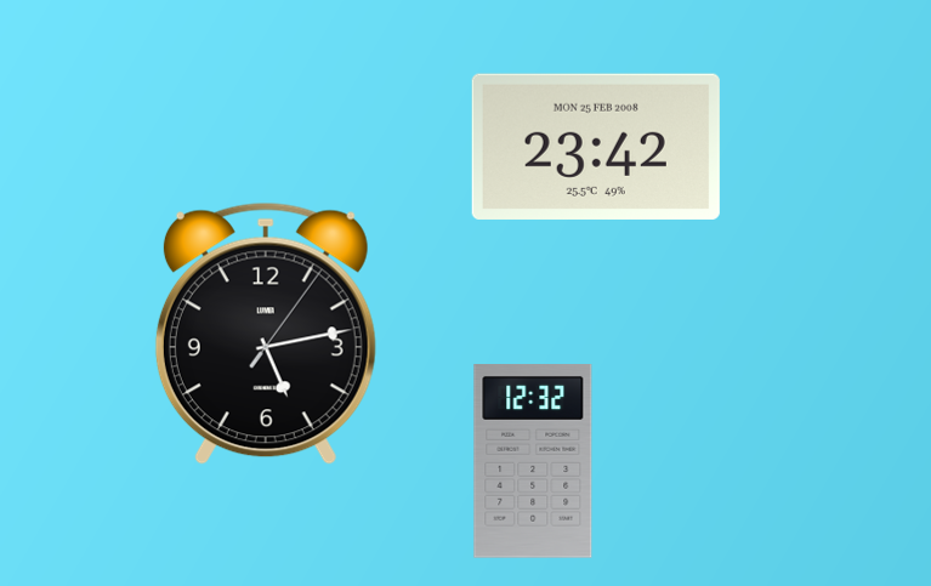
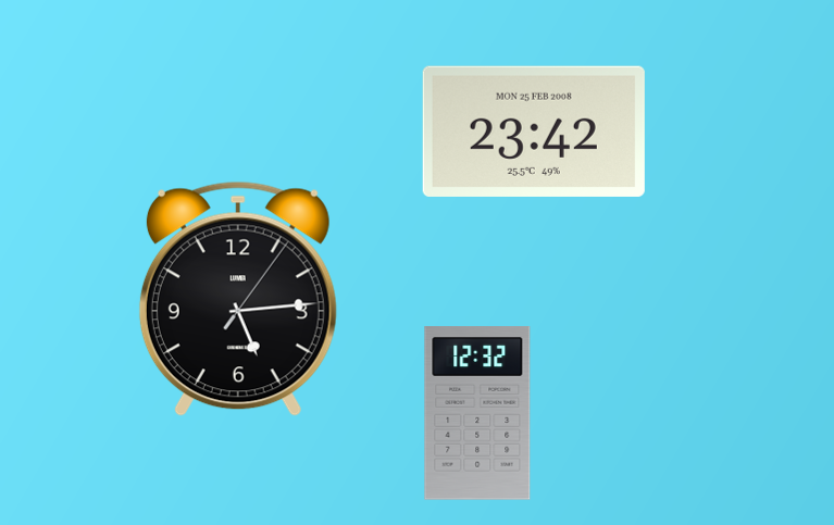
clock at (266, 334): 5:13 -> 5:14
